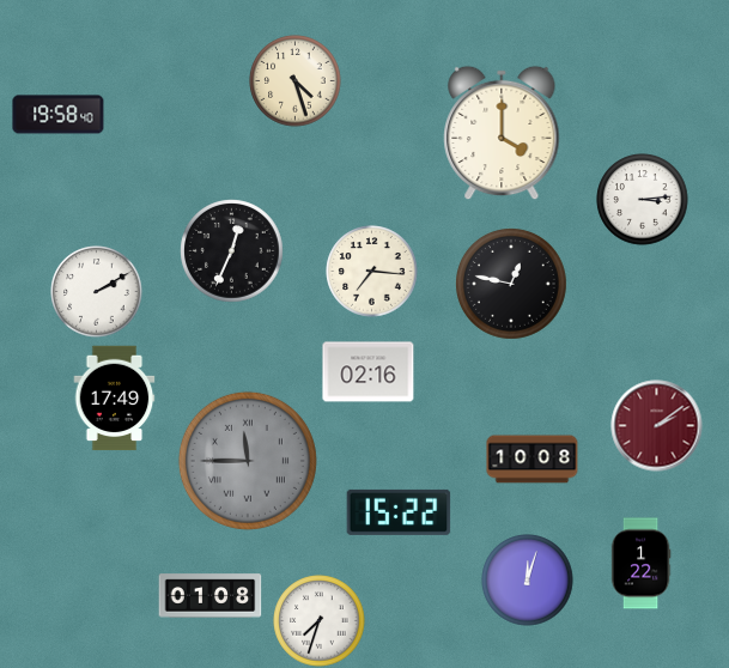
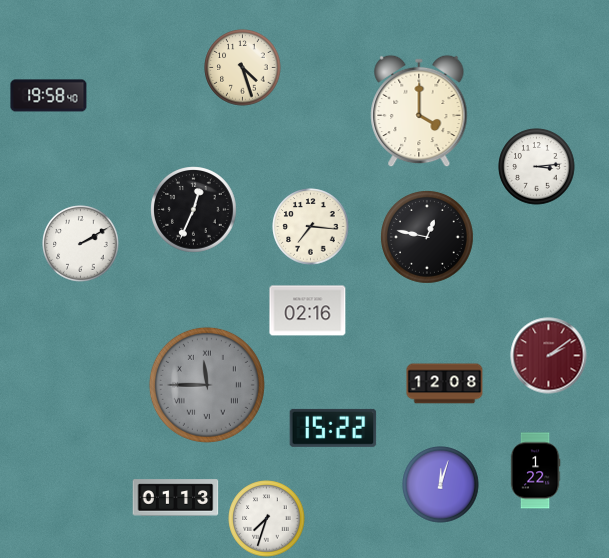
clock at (296, 81) position: (296, 81) -> (243, 68)
clock at (115, 399): 17:49 -> none
clock at (533, 460): 10:08 -> 12:08
clock at (211, 596): 01:08 -> 01:13
